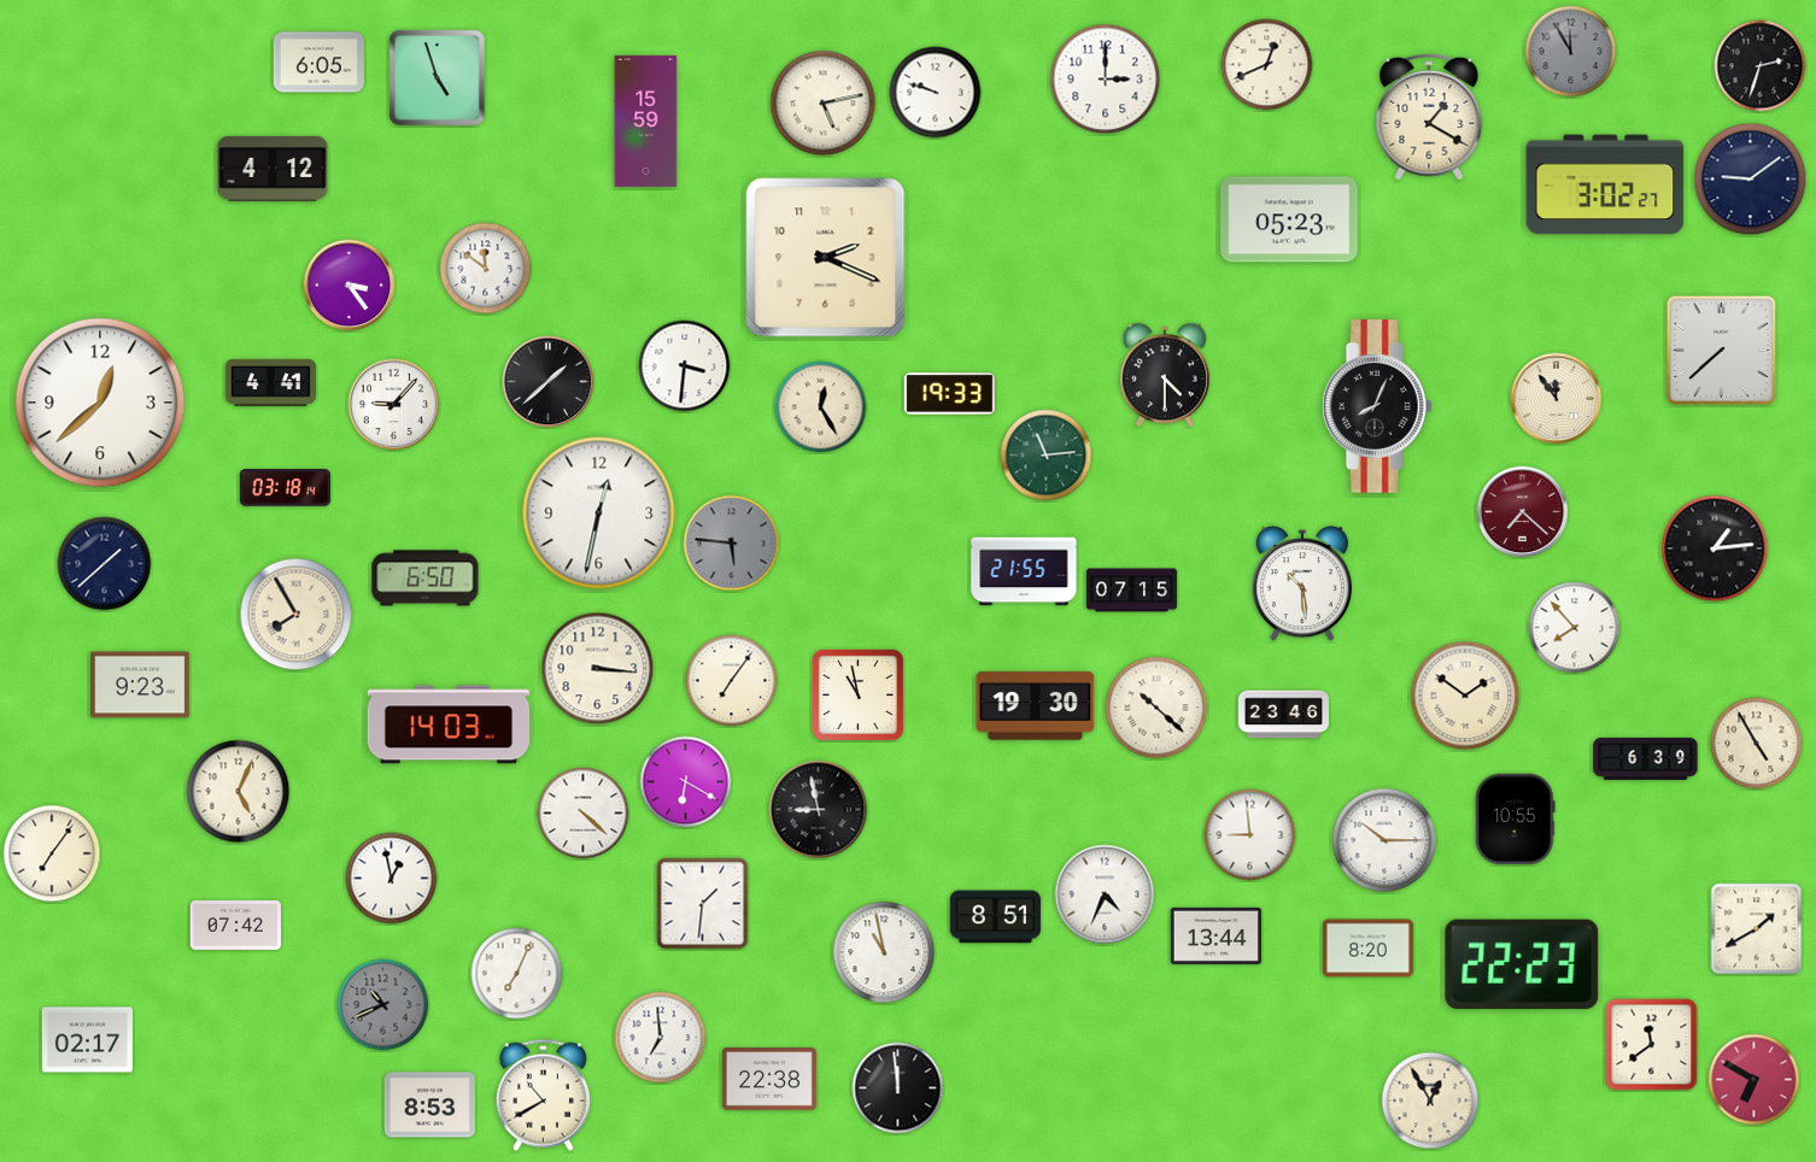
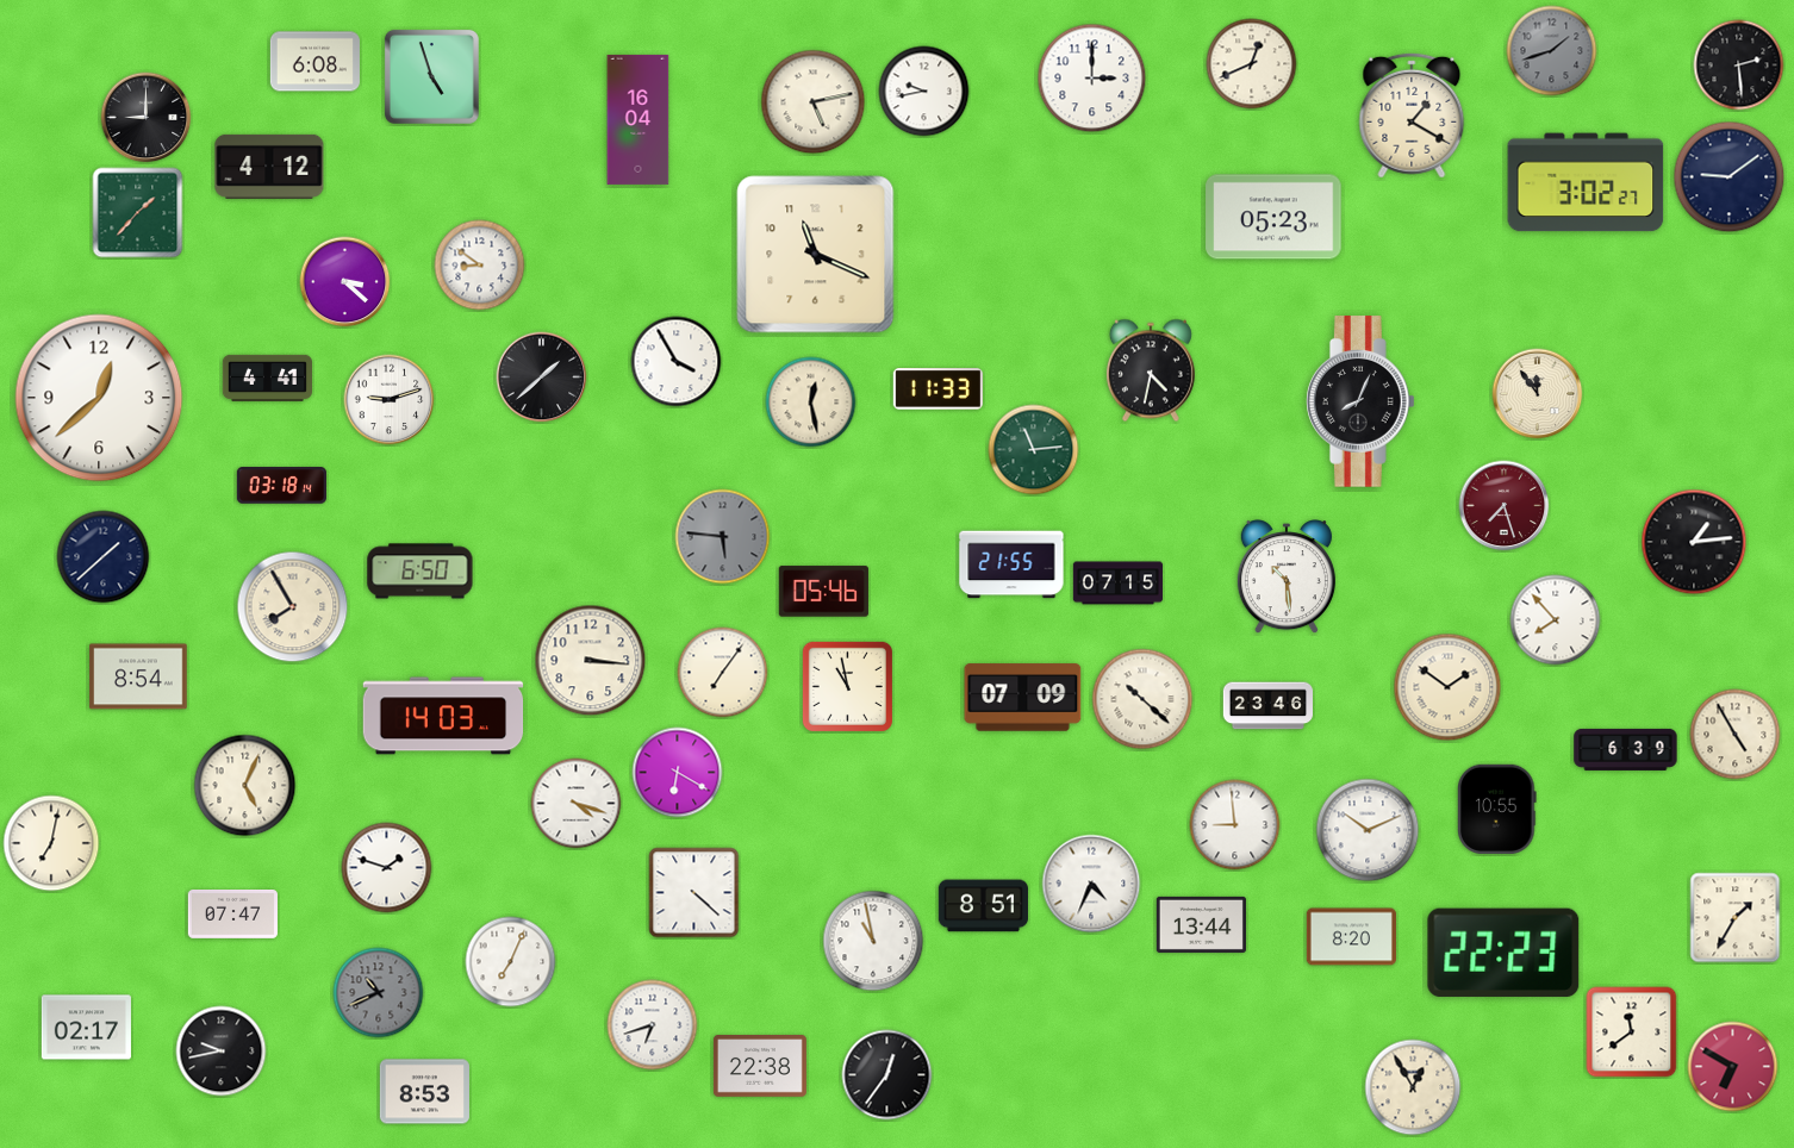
clock at (1571, 52): 11:55 -> 1:42
clock at (318, 63): 6:05 -> 6:08
clock at (1761, 66): 2:33 -> 2:29
clock at (936, 93): 9:48 -> 9:43
clock at (147, 118): none -> 9:00
clock at (646, 121): 15:59 -> 16:04
clock at (138, 213): none -> 1:37
clock at (826, 258): 2:19 -> 11:19
clock at (486, 269): 11:51 -> 8:51
clock at (350, 286): 3:24 -> 3:22
clock at (1722, 351): 7:38 -> none
clock at (685, 366): 3:31 -> 3:55
clock at (1165, 375): 4:30 -> 4:32
clock at (949, 394): 19:33 -> 11:33
clock at (394, 405): 9:07 -> 9:12
clock at (821, 407): 12:25 -> 12:28
clock at (285, 488) position: (285, 488) -> (281, 486)
clock at (1523, 512): 7:22 -> 7:27
clock at (599, 513): 12:32 -> none
clock at (823, 592): none -> 05:46
clock at (140, 685): 9:23 -> 8:54
clock at (1036, 706): 19:30 -> 07:09
clock at (239, 792) position: (239, 792) -> (245, 786)
clock at (819, 810): 8:58 -> none
clock at (584, 814): 4:22 -> 4:18
clock at (1384, 840): 10:15 -> 10:11
clock at (52, 853): 7:06 -> 7:02
clock at (392, 879): 12:58 -> 1:48
clock at (703, 904): 1:31 -> 4:22
clock at (235, 926): 07:42 -> 07:47
clock at (1757, 929): 1:40 -> 1:35
clock at (661, 1038): 6:59 -> 6:42
clock at (222, 1052): none -> 9:43
clock at (898, 1088): 11:59 -> 12:36
clock at (543, 1094): 10:40 -> none
